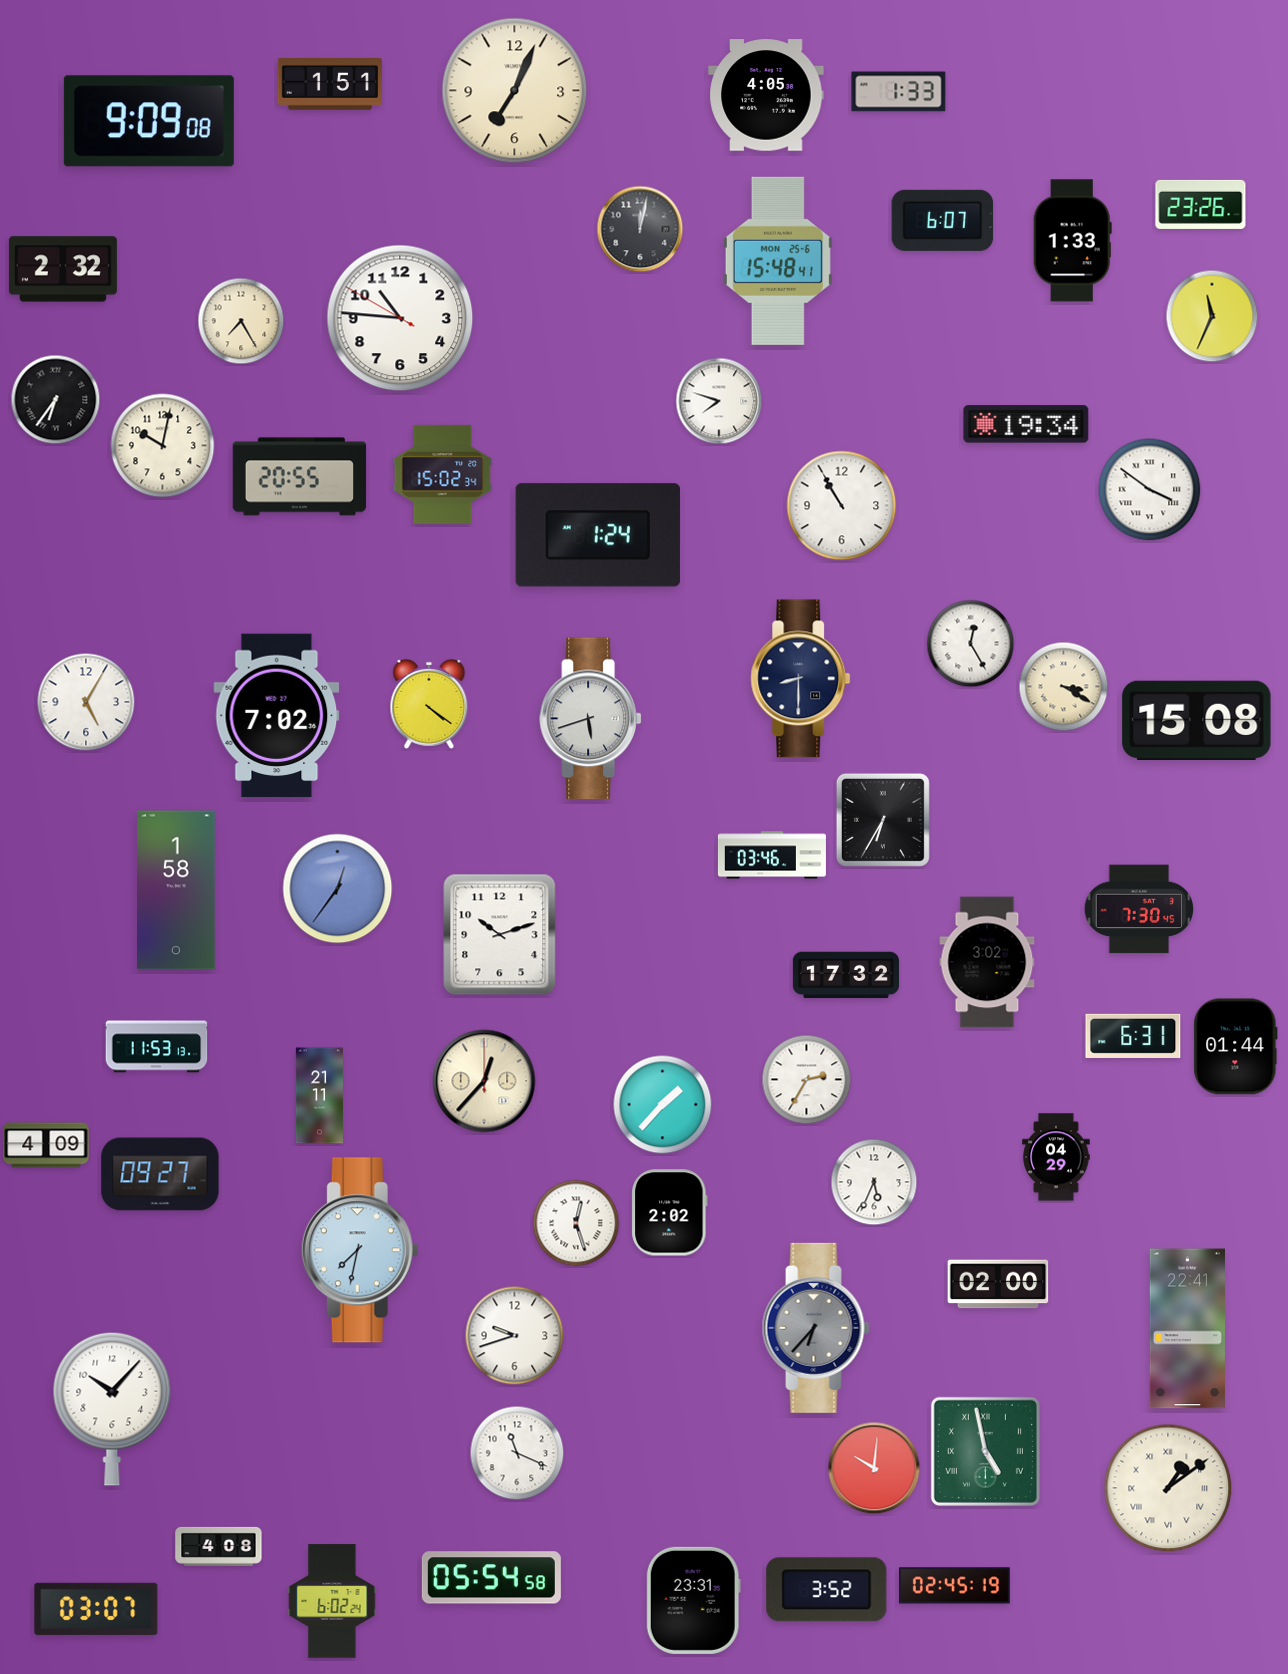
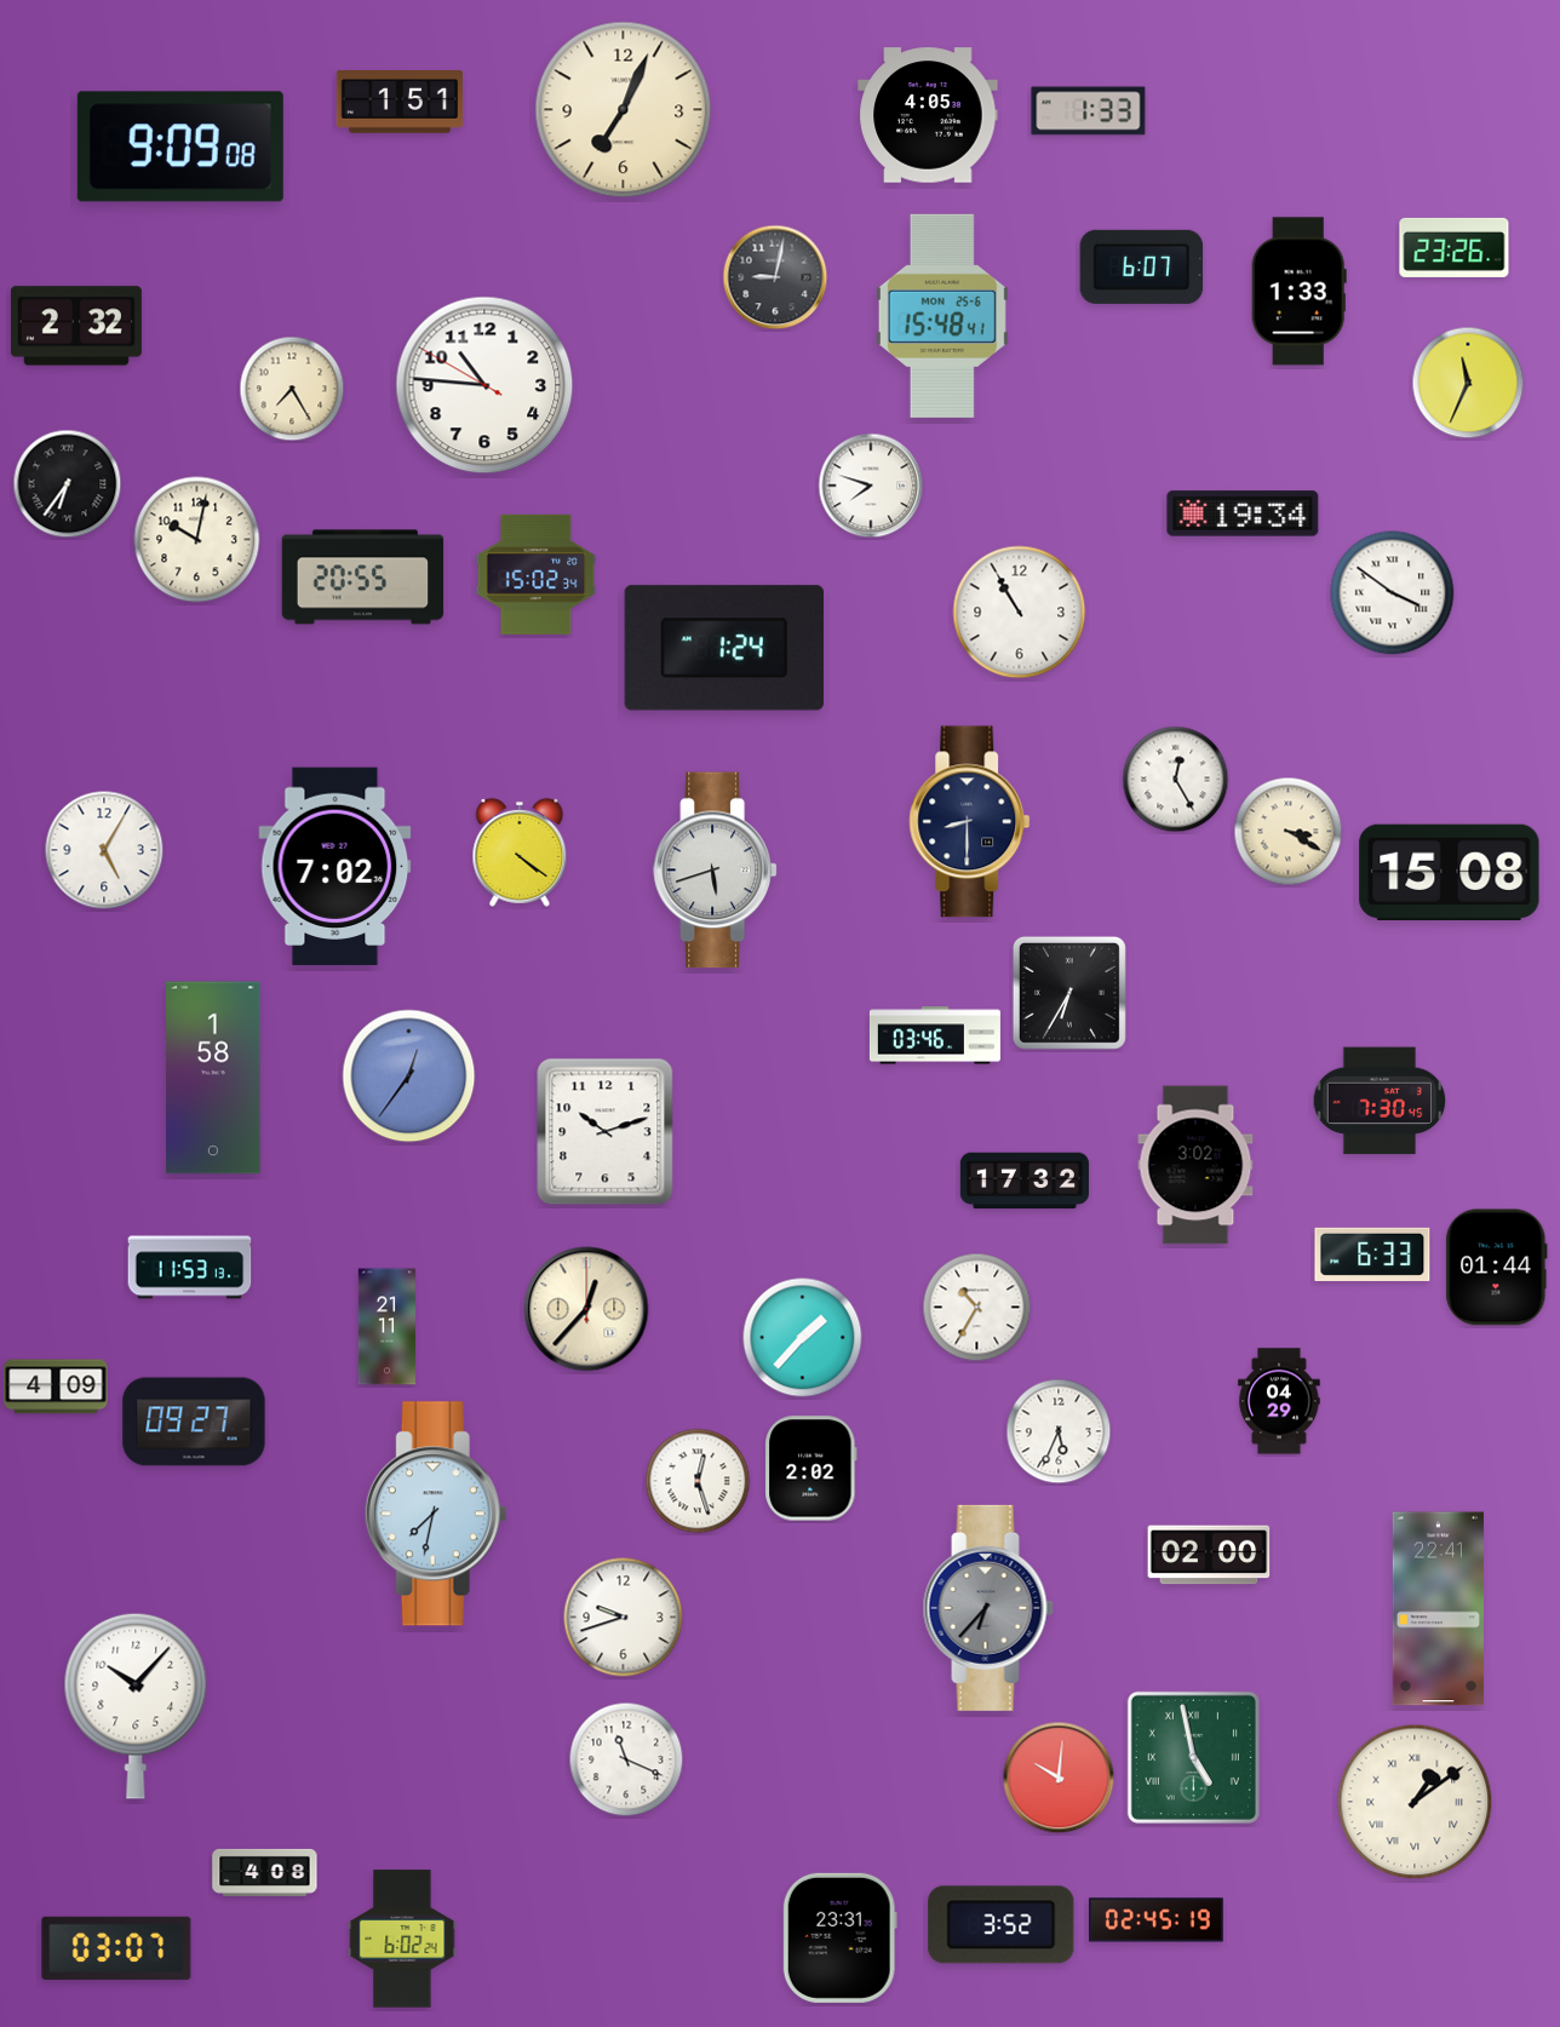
clock at (640, 229): 12:02 -> 9:02
clock at (1133, 1036): 6:31 -> 6:33
clock at (807, 1080): 2:35 -> 10:35
clock at (491, 1578): 05:54 -> none
